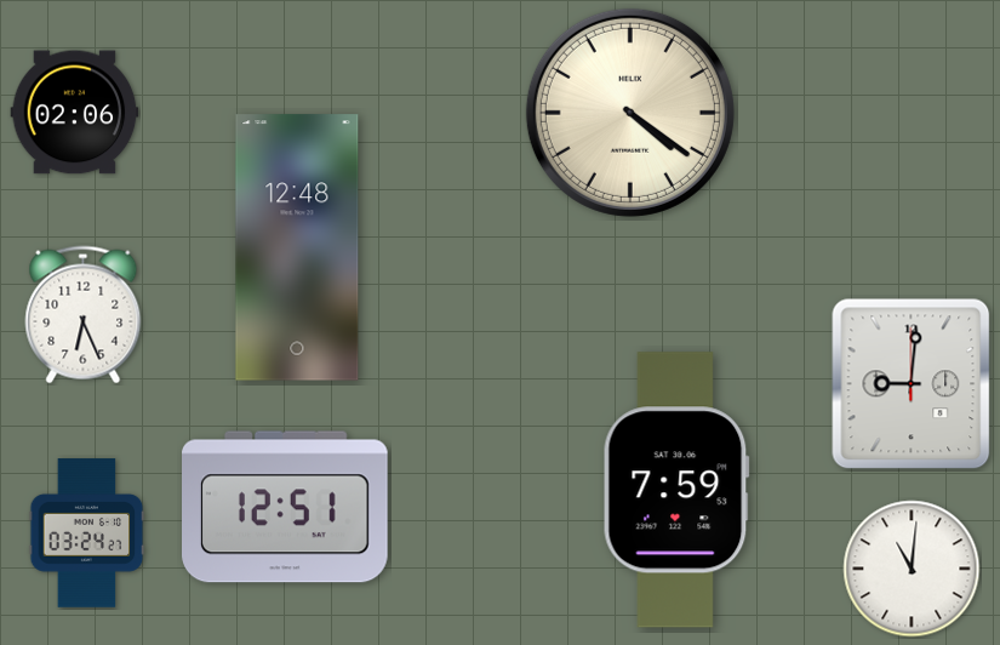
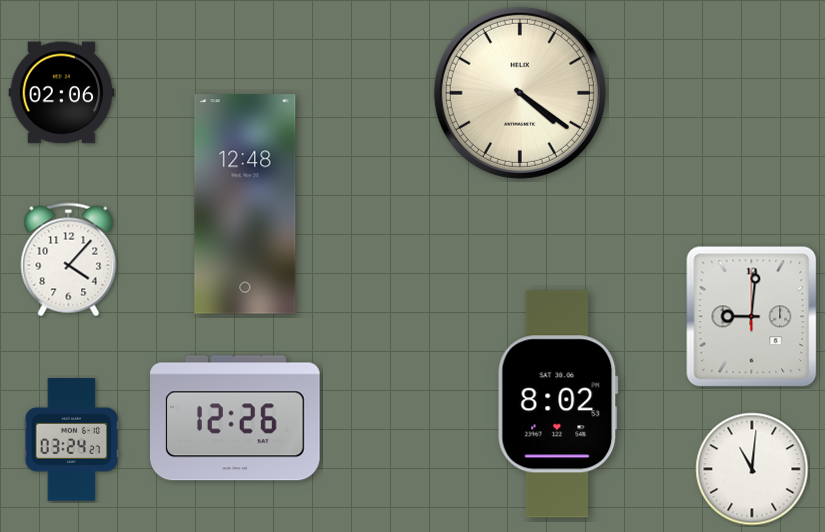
clock at (84, 315): 6:26 -> 4:07
clock at (676, 490): 7:59 -> 8:02
clock at (286, 507): 12:51 -> 12:26
